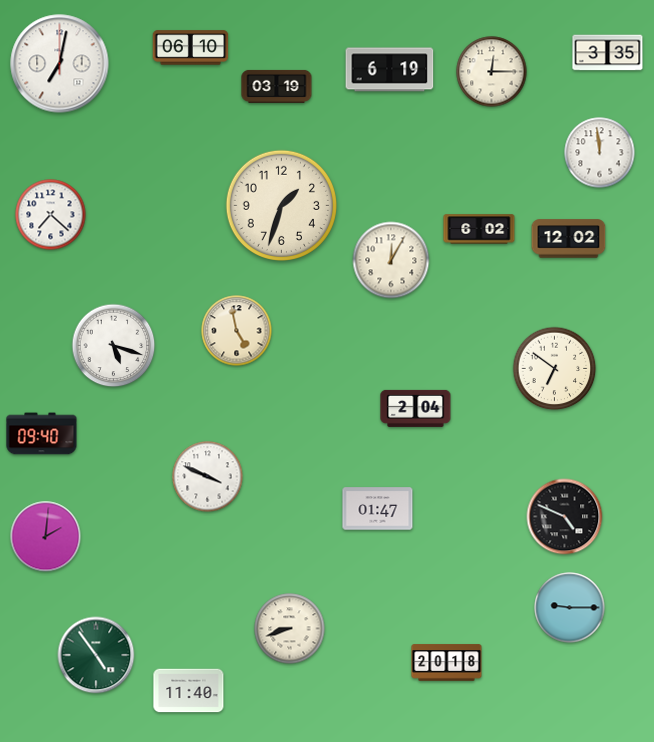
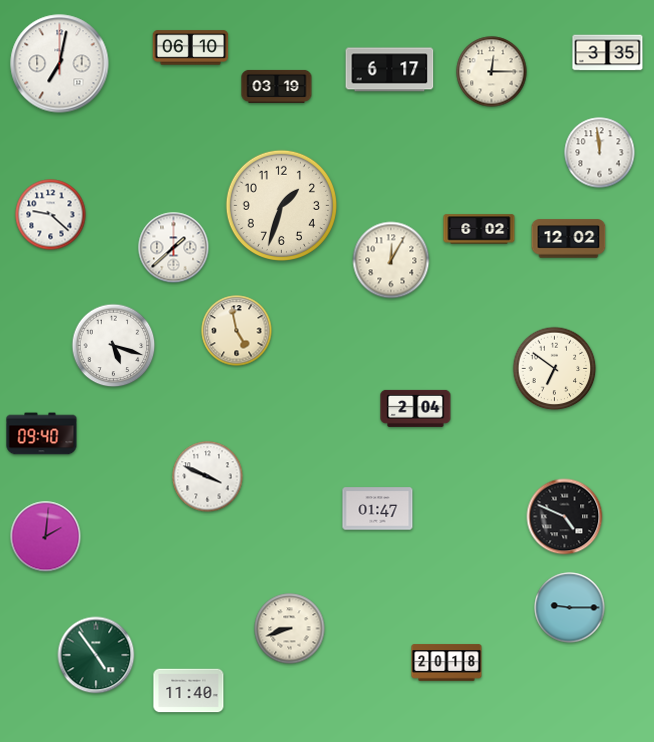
clock at (390, 70): 6:19 -> 6:17
clock at (51, 215): 7:22 -> 9:22
clock at (174, 248): none -> 1:38
